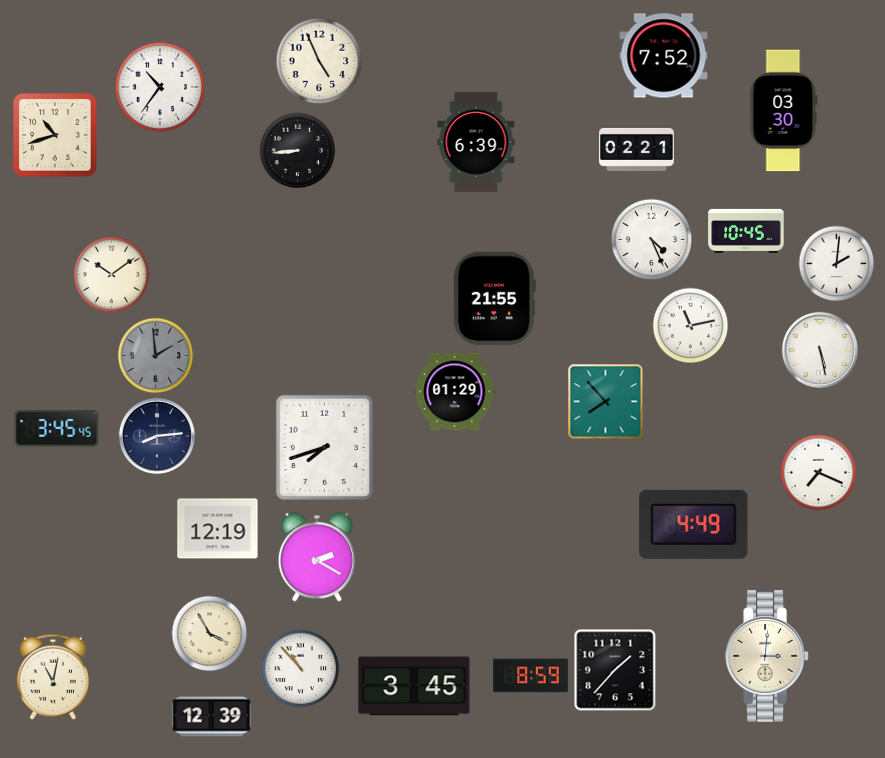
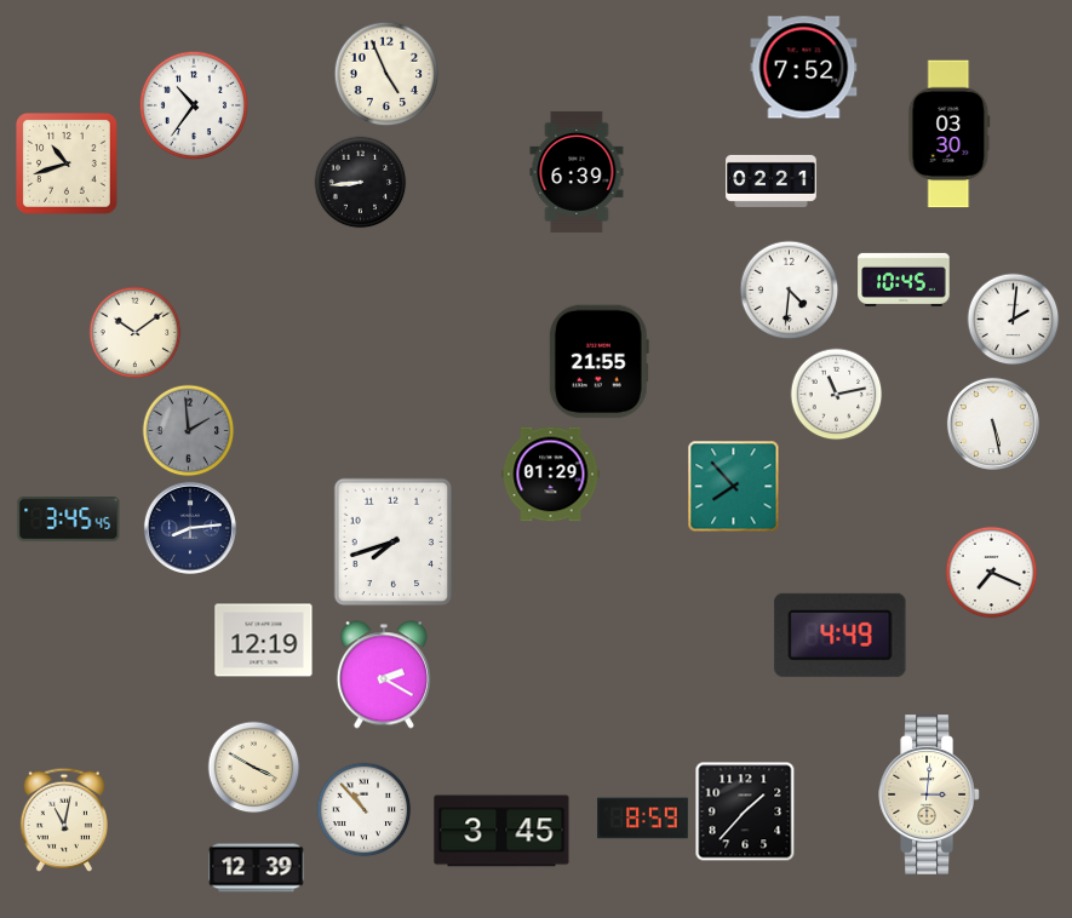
clock at (652, 240): 4:26 -> 4:31
clock at (210, 634): 3:55 -> 3:50
